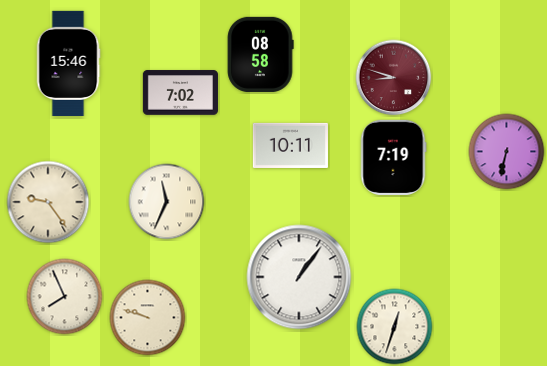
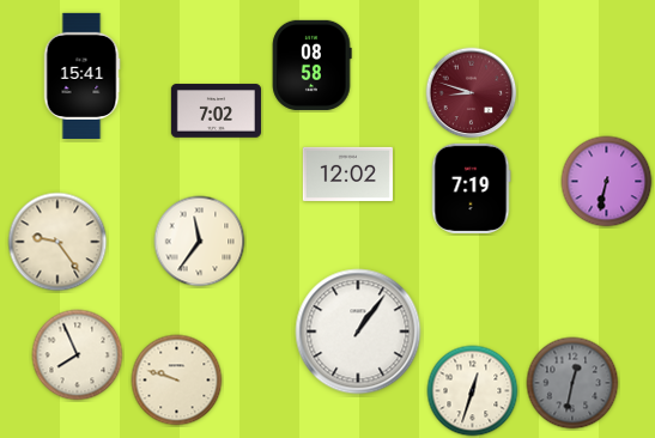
clock at (68, 63): 15:46 -> 15:41
clock at (290, 145): 10:11 -> 12:02
clock at (167, 202): 11:34 -> 11:36
clock at (572, 383): none -> 12:32
